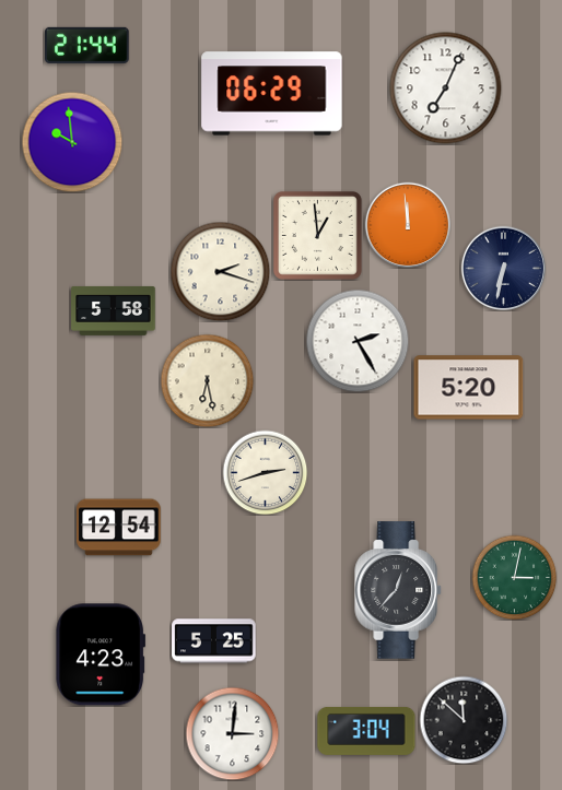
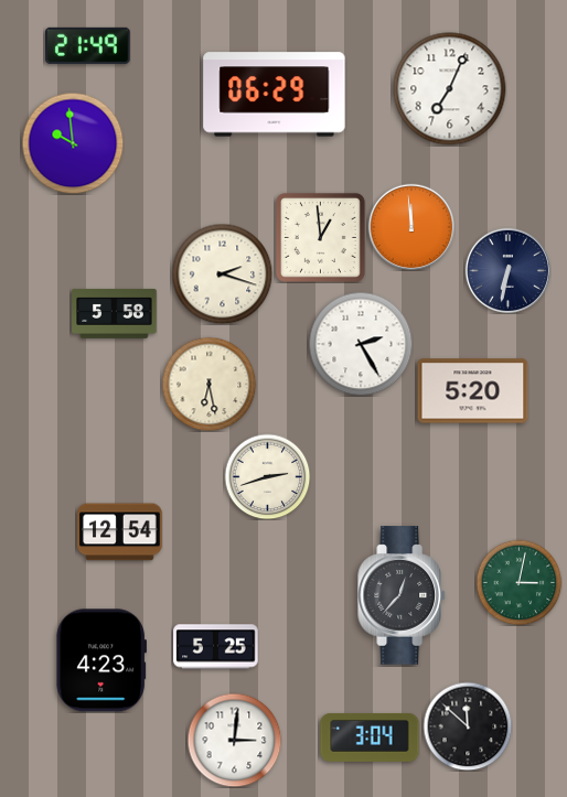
clock at (87, 45): 21:44 -> 21:49
